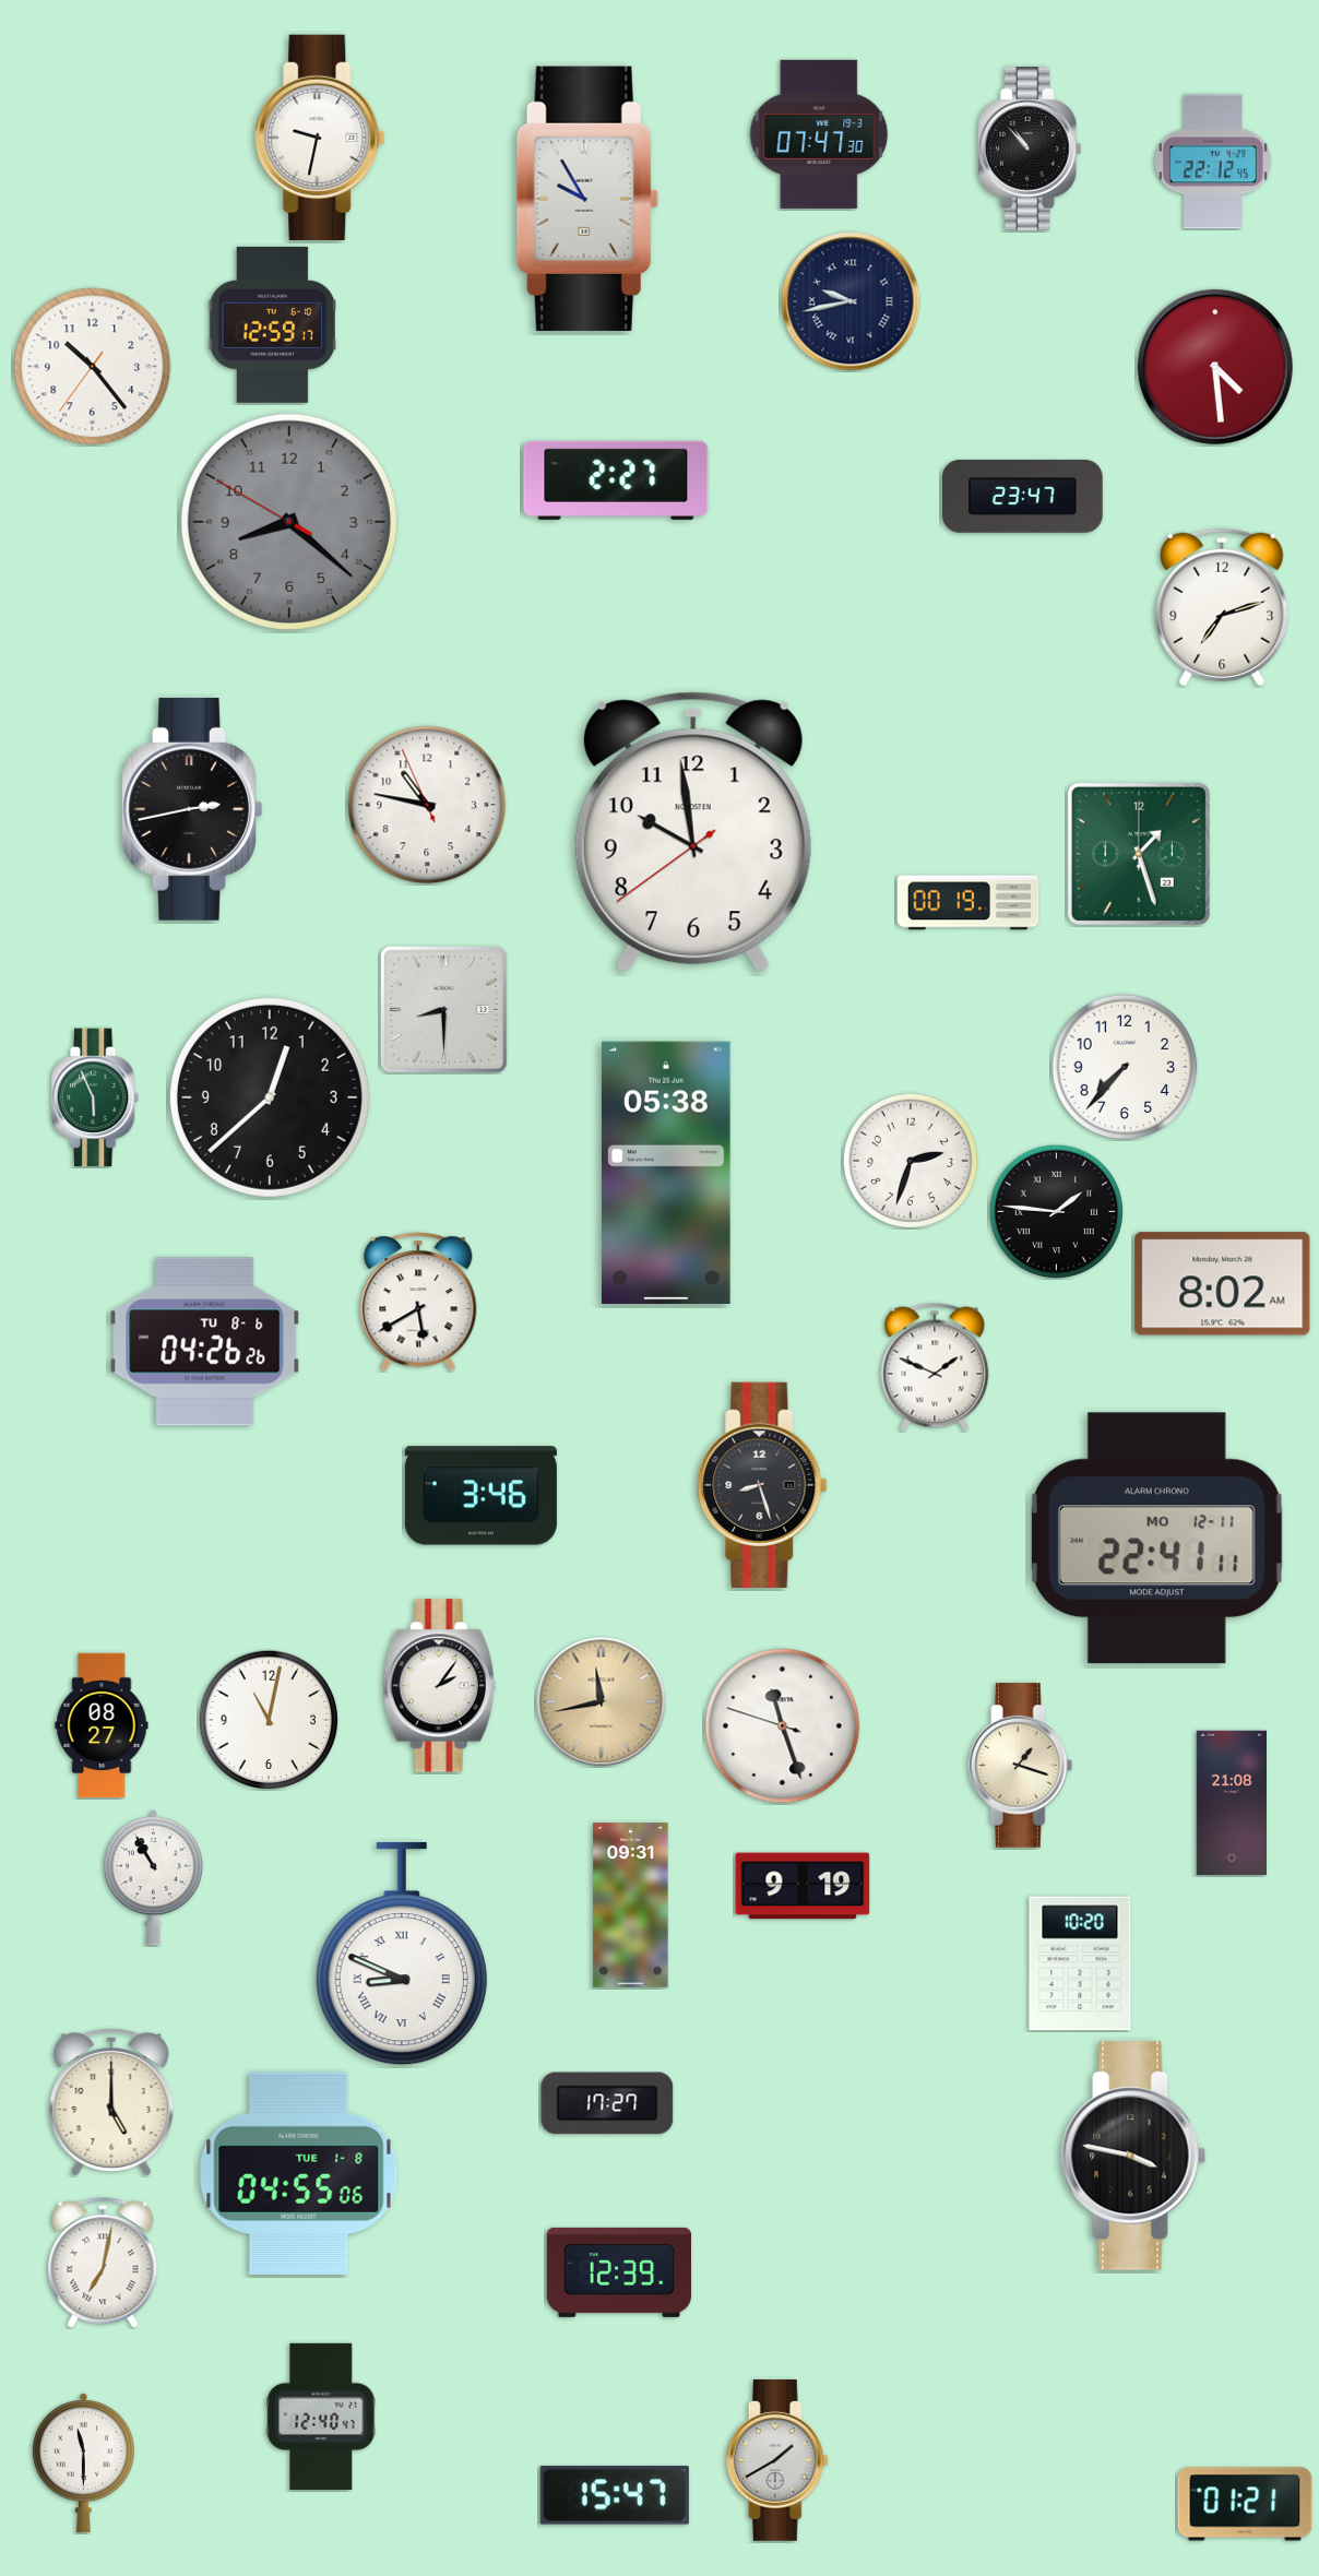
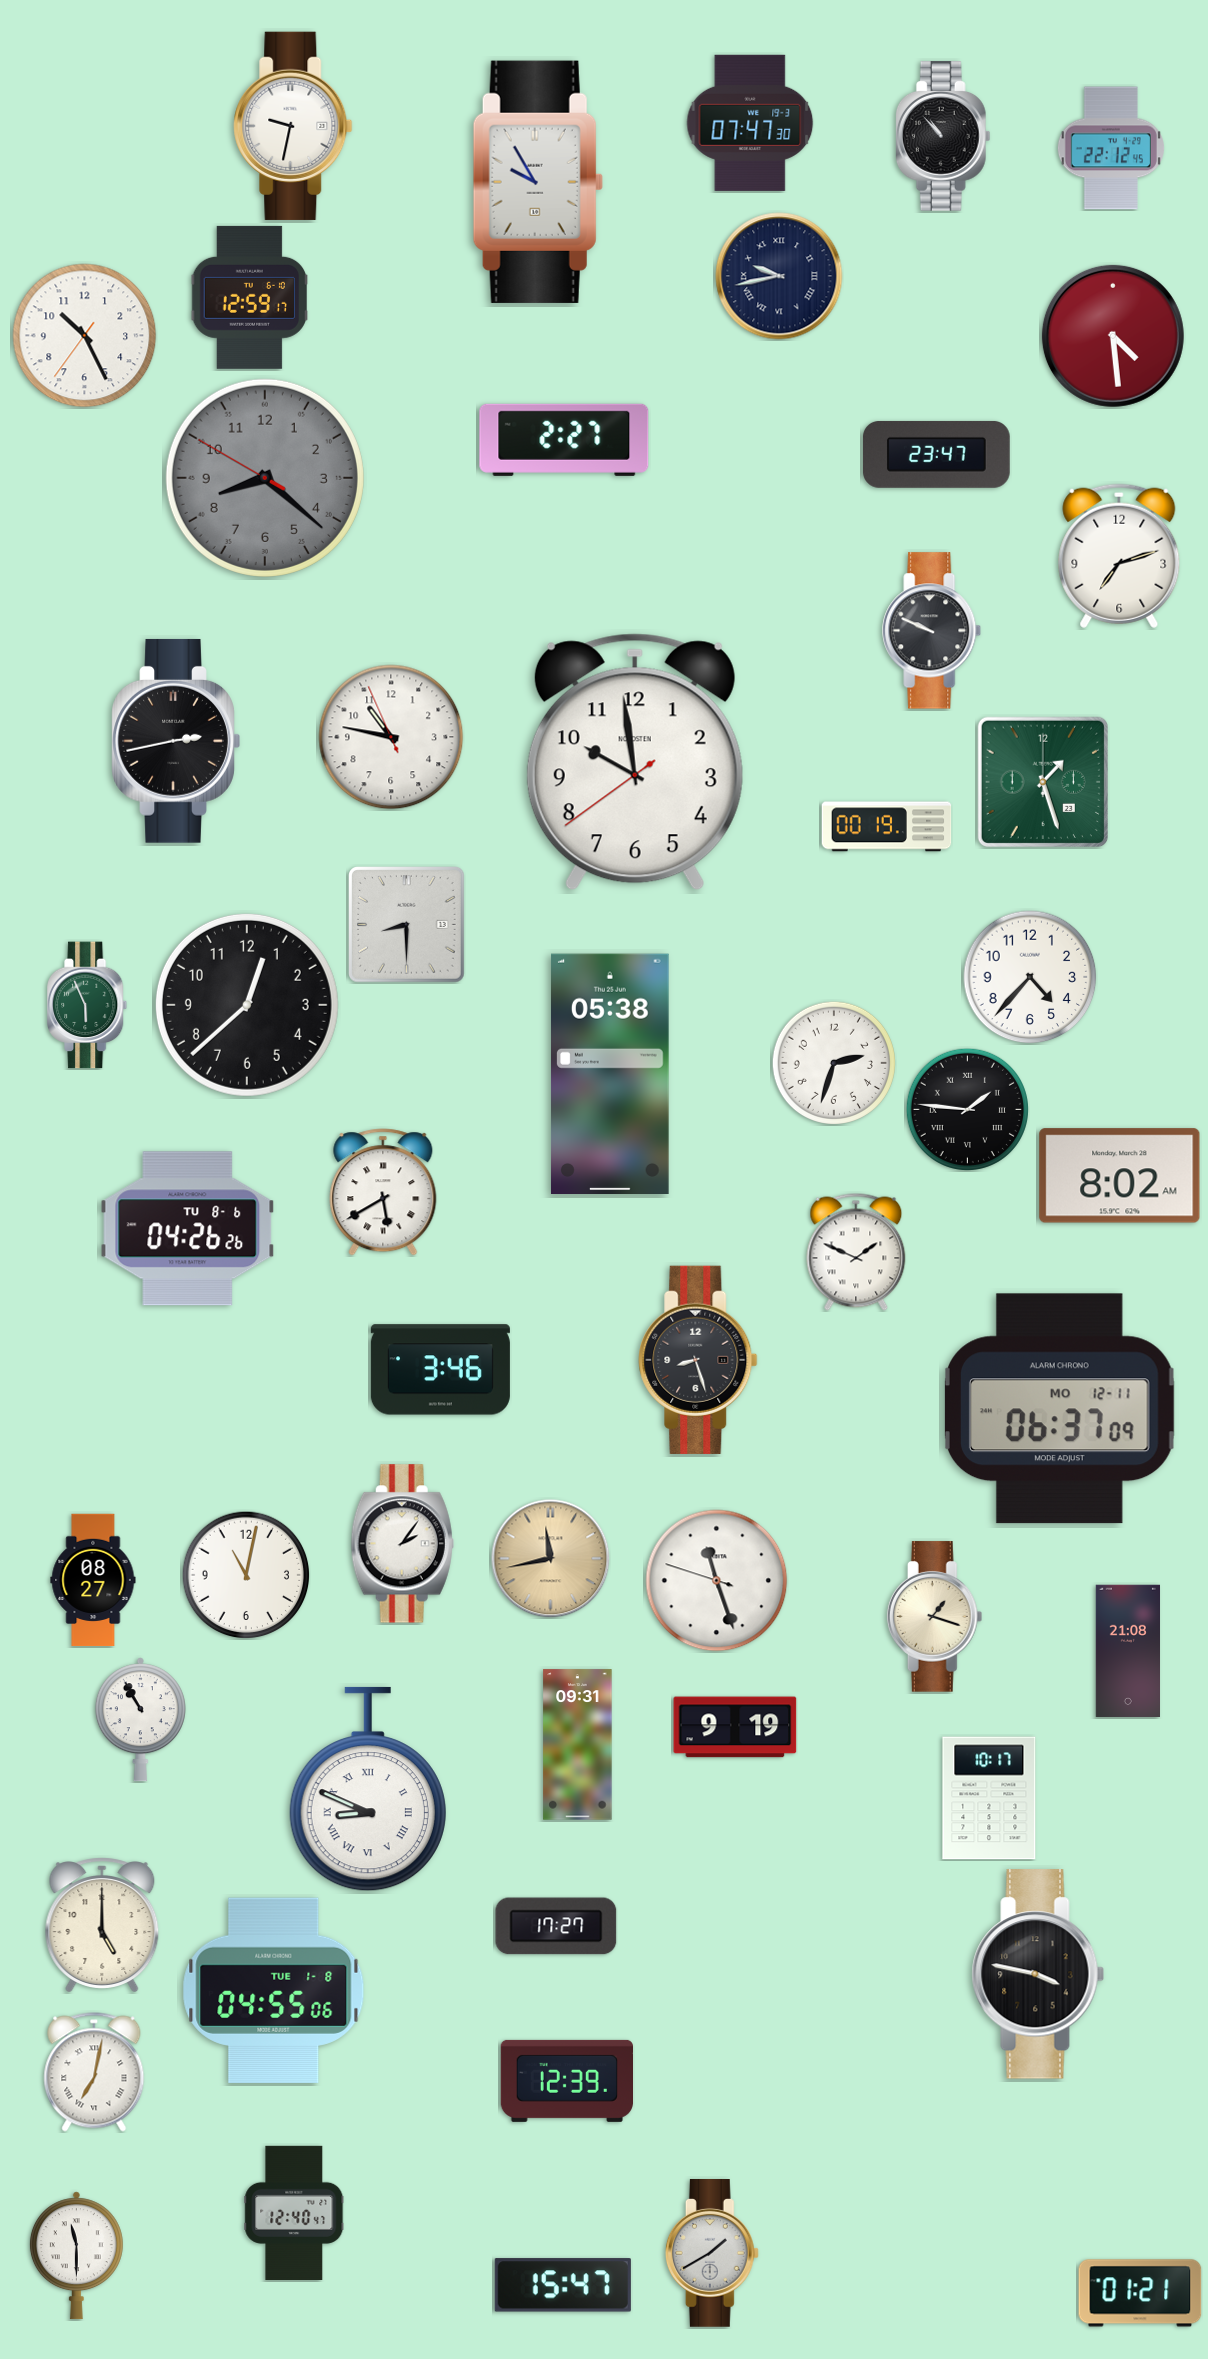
clock at (93, 367): 10:23 -> 10:25
clock at (932, 631): none -> 9:49
clock at (1125, 1067): 7:37 -> 4:37
clock at (1156, 1539): 22:41 -> 06:37
clock at (1080, 1963): 10:20 -> 10:17
